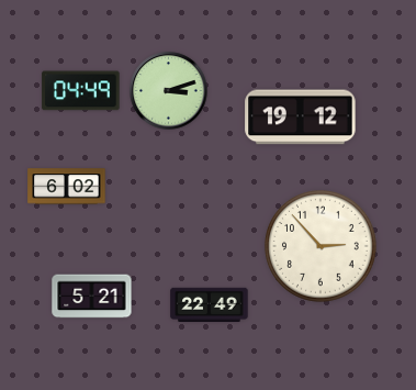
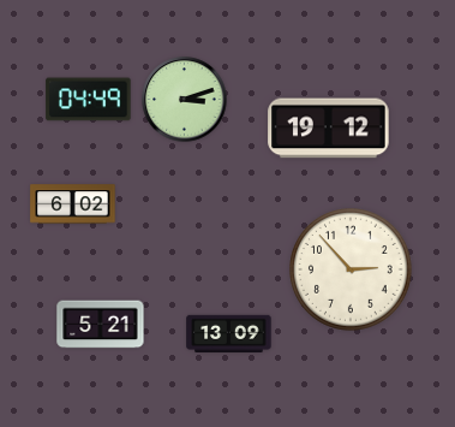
clock at (210, 304): 22:49 -> 13:09
